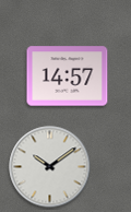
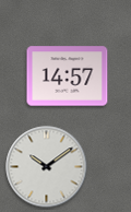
clock at (50, 167) position: (50, 167) -> (47, 167)
